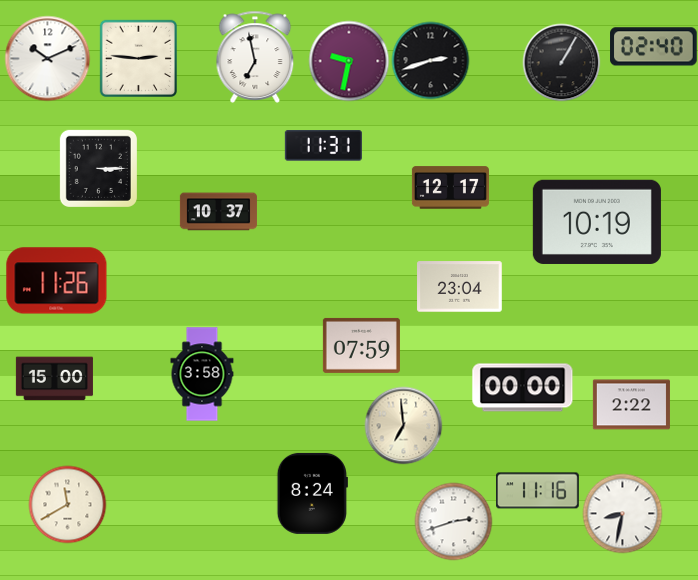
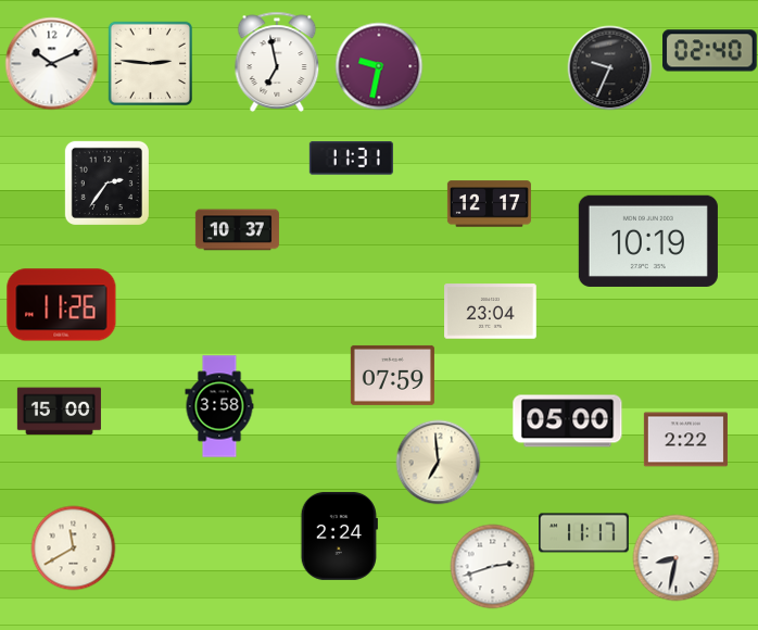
clock at (430, 60): 2:42 -> none
clock at (561, 62): 1:05 -> 9:34
clock at (98, 168): 3:15 -> 2:36
clock at (460, 287) position: (460, 287) -> (491, 312)
clock at (523, 388): 00:00 -> 05:00
clock at (538, 491): 11:16 -> 11:17
clock at (312, 493): 8:24 -> 2:24
